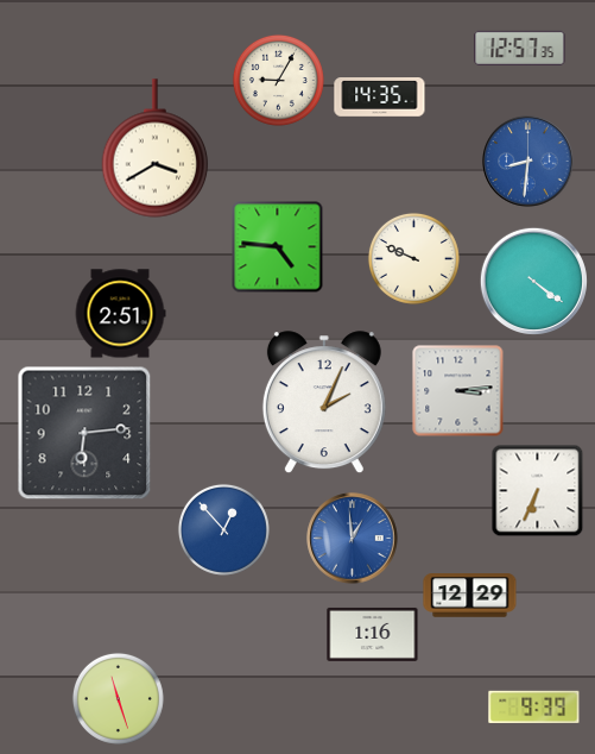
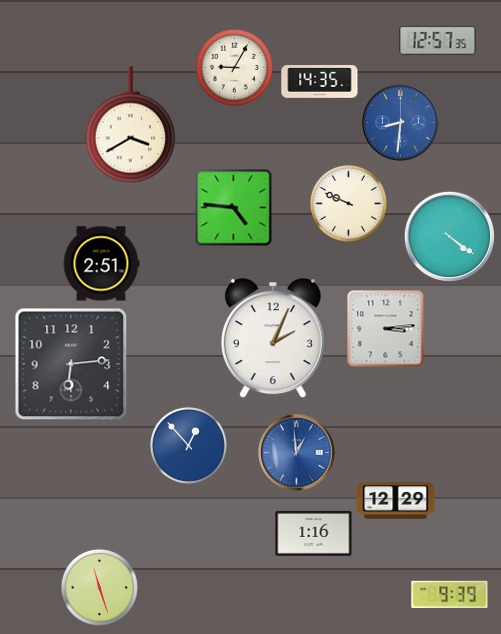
clock at (528, 162) position: (528, 162) -> (401, 123)
clock at (413, 258) position: (413, 258) -> (348, 203)
clock at (537, 490): 6:34 -> none
